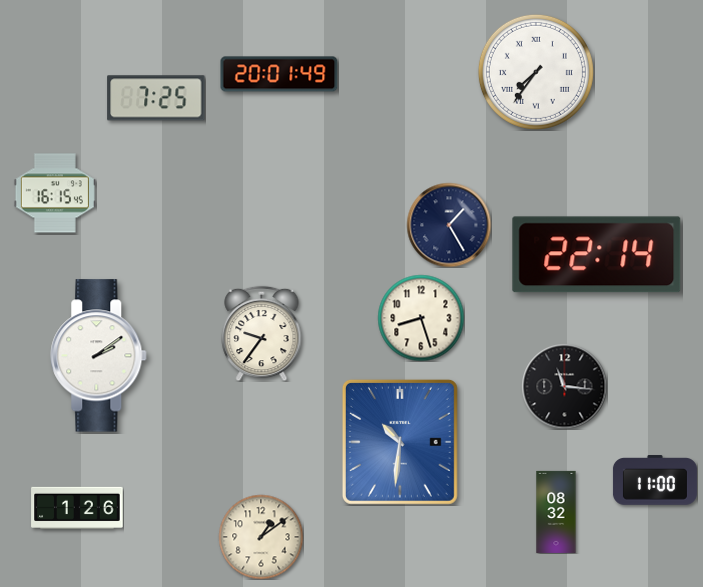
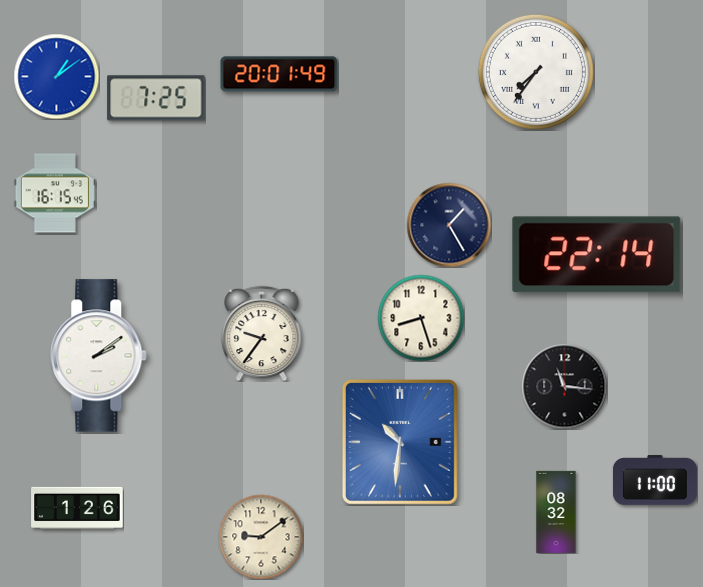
clock at (56, 76): none -> 1:09
clock at (261, 537): 1:09 -> 9:09
